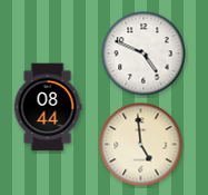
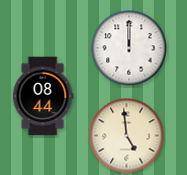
clock at (143, 53): 4:49 -> 12:00
clock at (141, 145) position: (141, 145) -> (127, 136)
